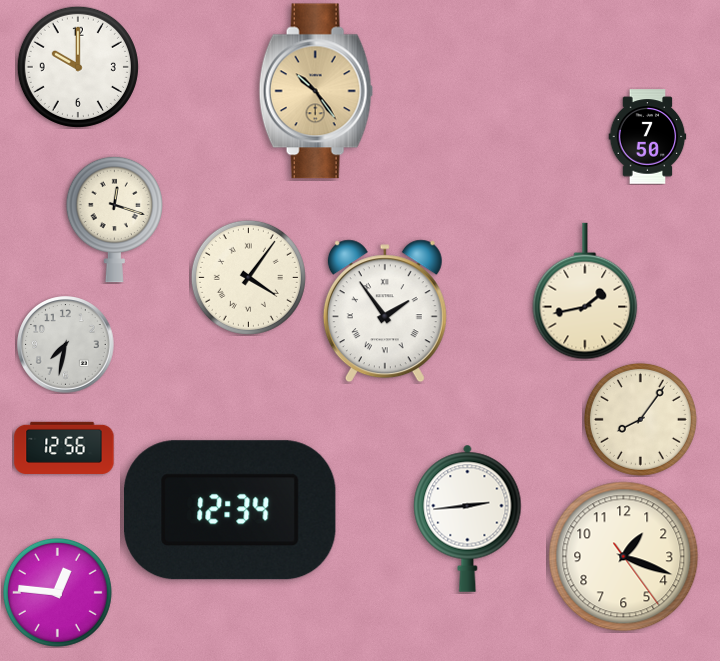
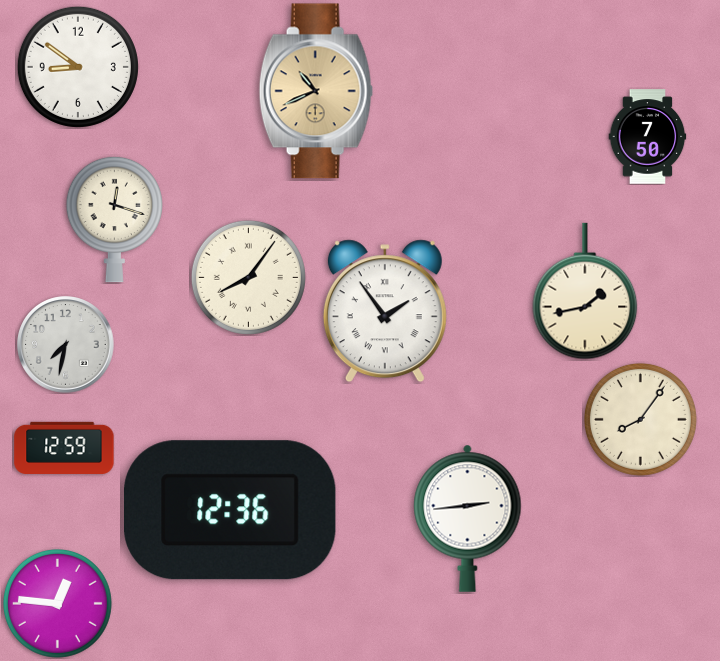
clock at (78, 67): 10:00 -> 8:51
clock at (316, 91): 10:24 -> 10:41
clock at (248, 277): 4:06 -> 8:06
clock at (64, 448): 12:56 -> 12:59
clock at (231, 510): 12:34 -> 12:36
clock at (624, 557): 1:18 -> none
clock at (57, 592) position: (57, 592) -> (57, 603)
